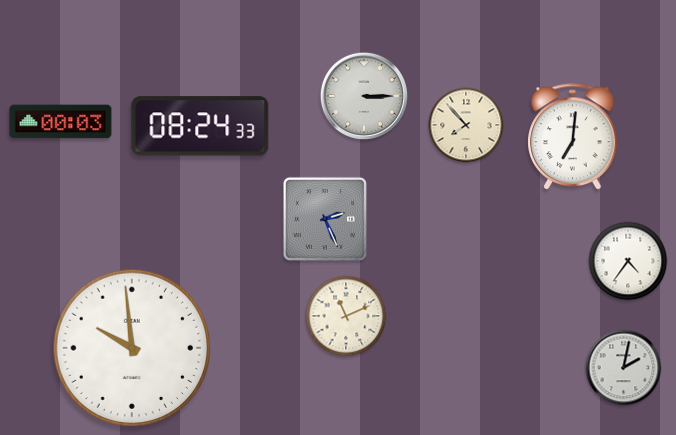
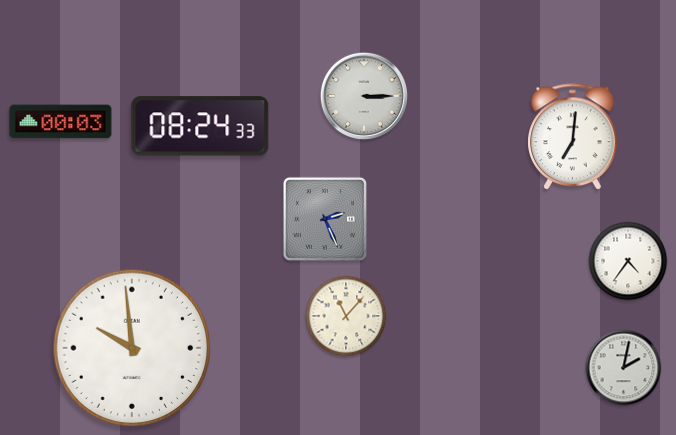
clock at (466, 125): 7:53 -> none
clock at (346, 316): 11:11 -> 11:07
